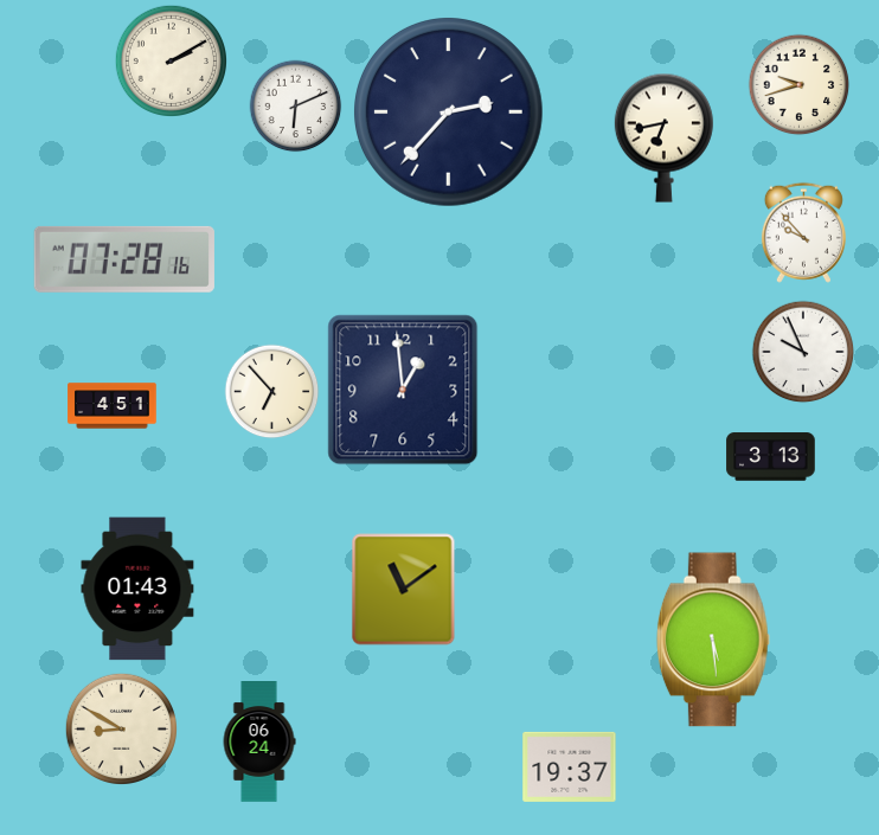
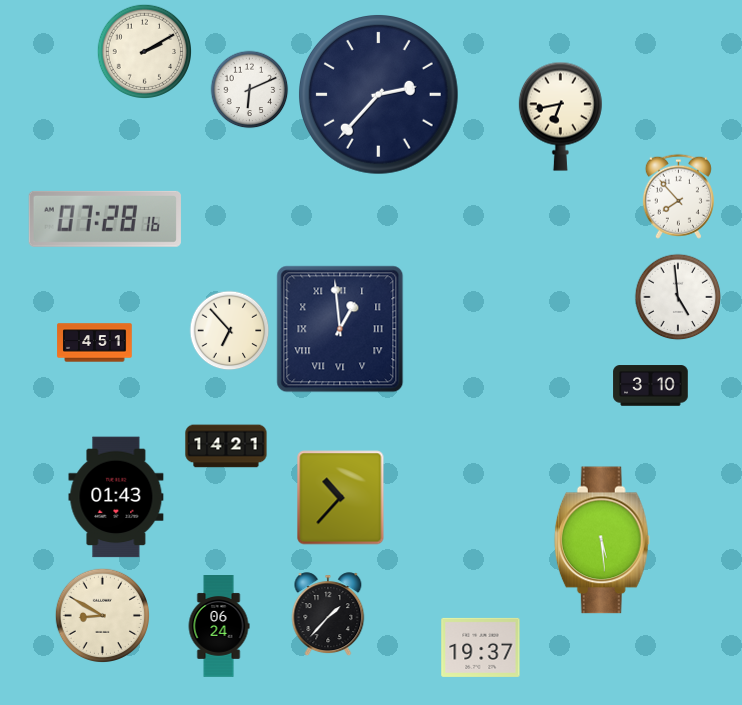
clock at (800, 85): 9:42 -> none
clock at (803, 232): 9:53 -> 7:53
clock at (803, 352): 9:56 -> 4:59
clock at (403, 390) numerals: Arabic -> Roman
clock at (771, 457): 3:13 -> 3:10
clock at (226, 446): none -> 14:21
clock at (404, 590): 11:09 -> 10:37
clock at (328, 615): none -> 1:37
